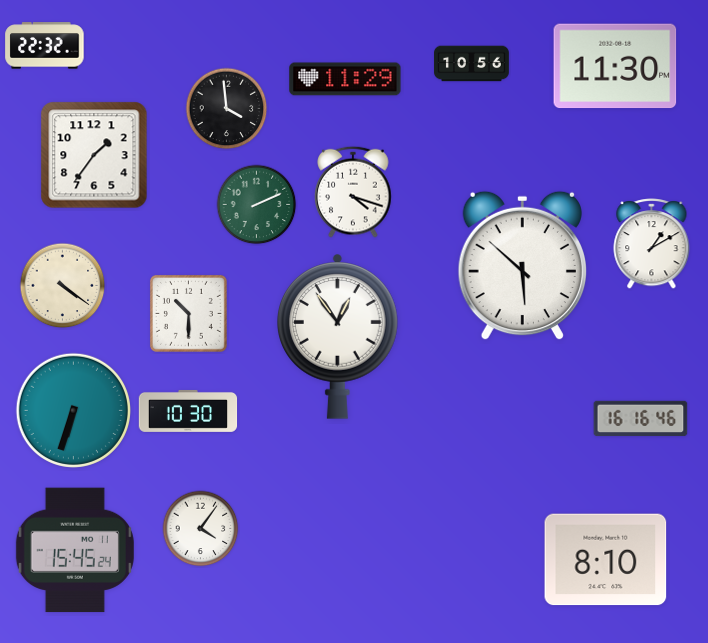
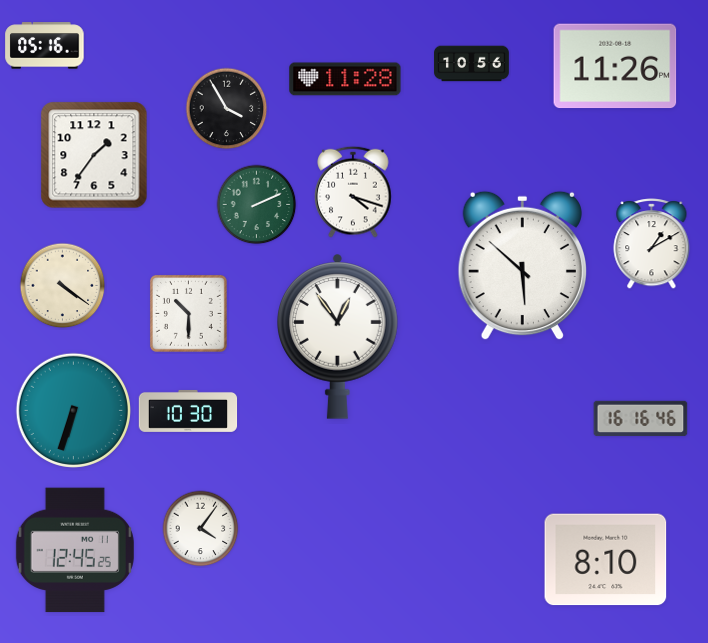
clock at (45, 46): 22:32 -> 05:16
clock at (615, 66): 11:30 -> 11:26
clock at (345, 79): 11:29 -> 11:28
clock at (227, 109): 3:59 -> 3:55
clock at (75, 550): 15:45 -> 12:45
